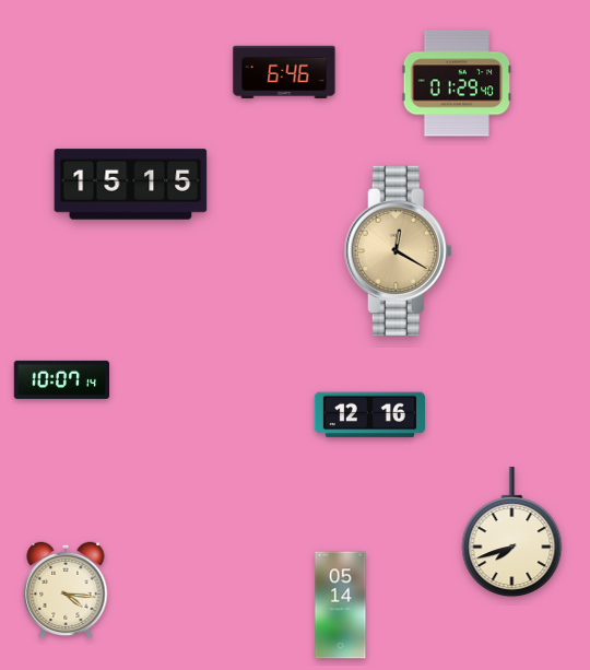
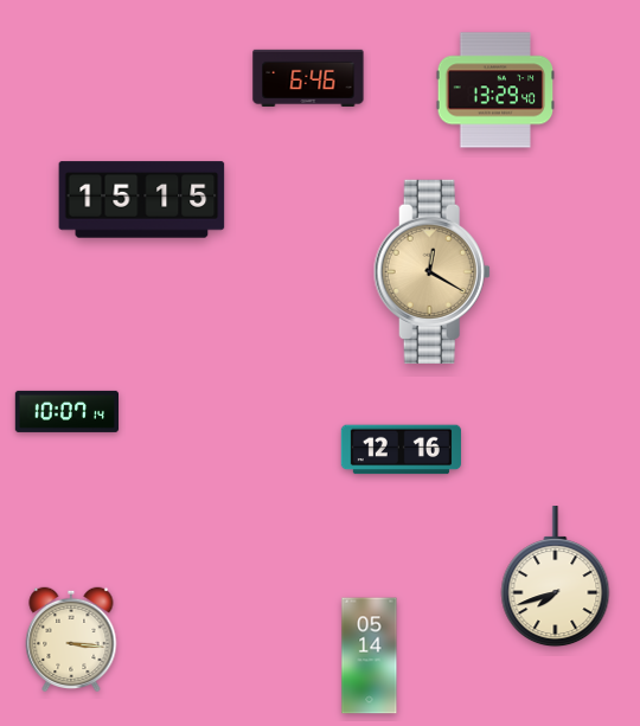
clock at (457, 83): 01:29 -> 13:29
clock at (66, 590): 4:16 -> 3:16
